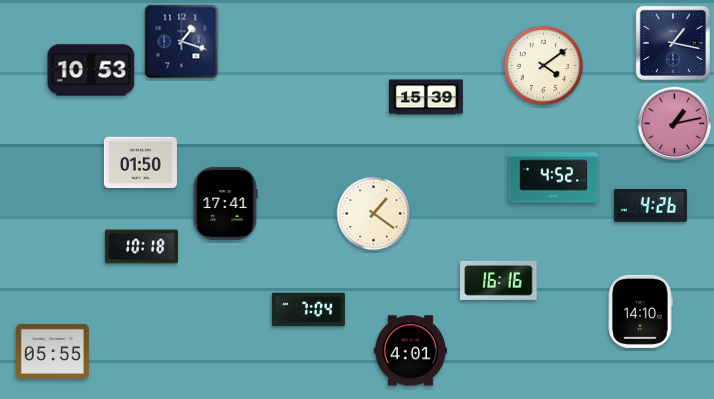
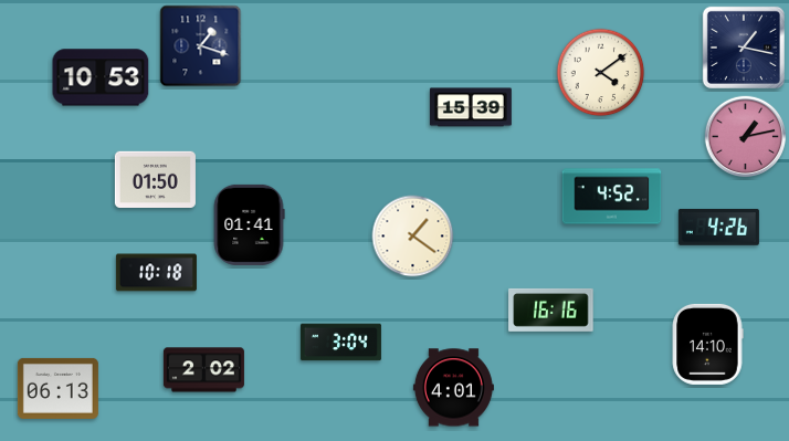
clock at (225, 203): 17:41 -> 01:41
clock at (308, 310): 7:04 -> 3:04
clock at (203, 370): none -> 2:02
clock at (52, 351): 05:55 -> 06:13
